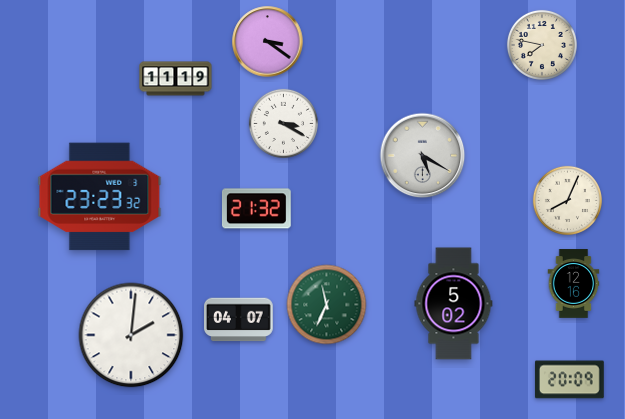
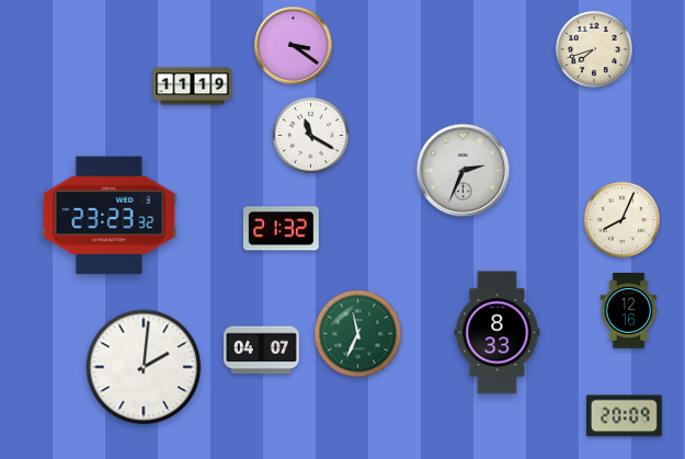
clock at (542, 45): 7:47 -> 7:42
clock at (283, 123): 3:20 -> 11:20
clock at (423, 156): 5:20 -> 2:34
clock at (454, 304): 5:02 -> 8:33
